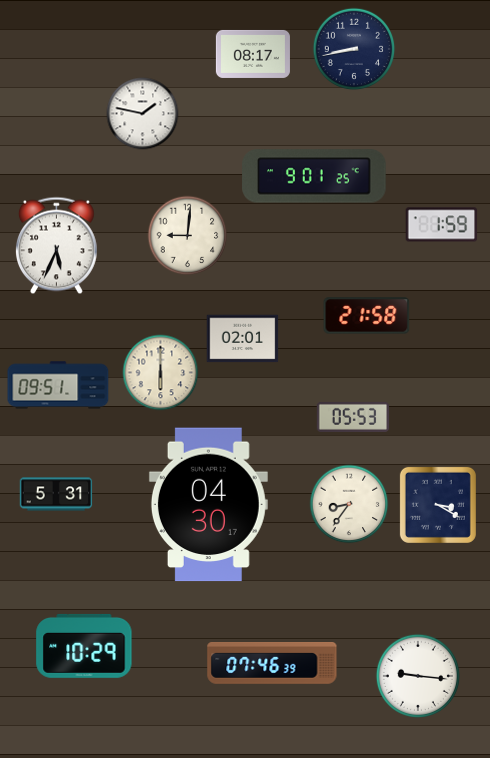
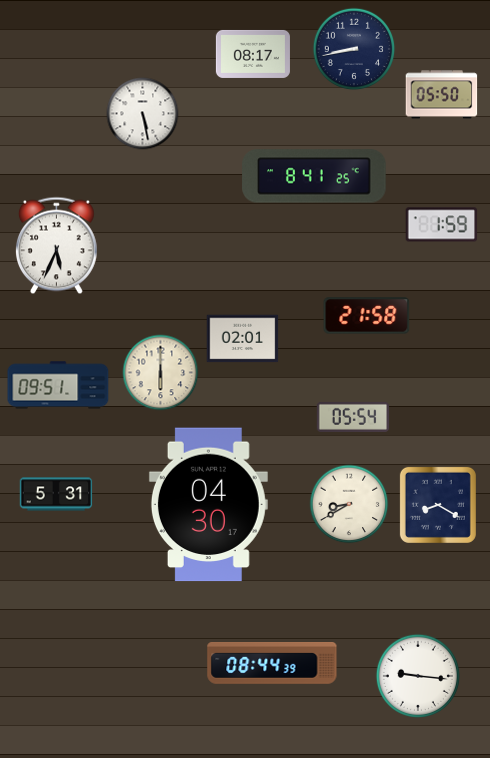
clock at (442, 95): none -> 05:50
clock at (143, 114): 1:47 -> 5:28
clock at (314, 176): 9:01 -> 8:41
clock at (188, 236): 9:01 -> none
clock at (353, 417): 05:53 -> 05:54
clock at (349, 504): 8:36 -> 8:40
clock at (438, 505): 3:20 -> 8:20
clock at (84, 646): 10:29 -> none
clock at (272, 664): 07:46 -> 08:44
